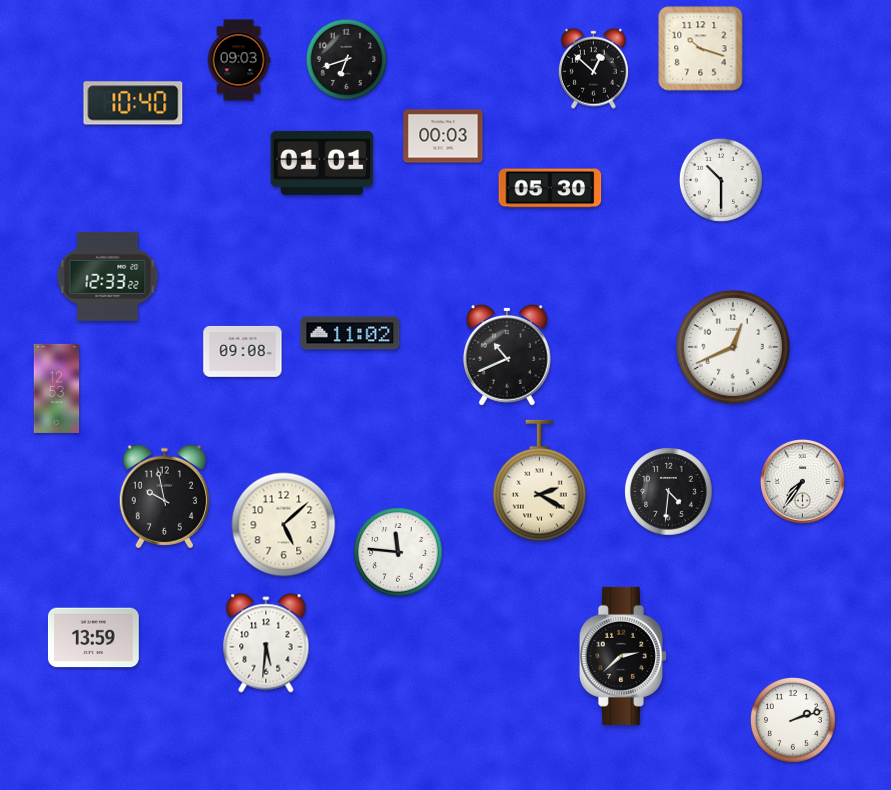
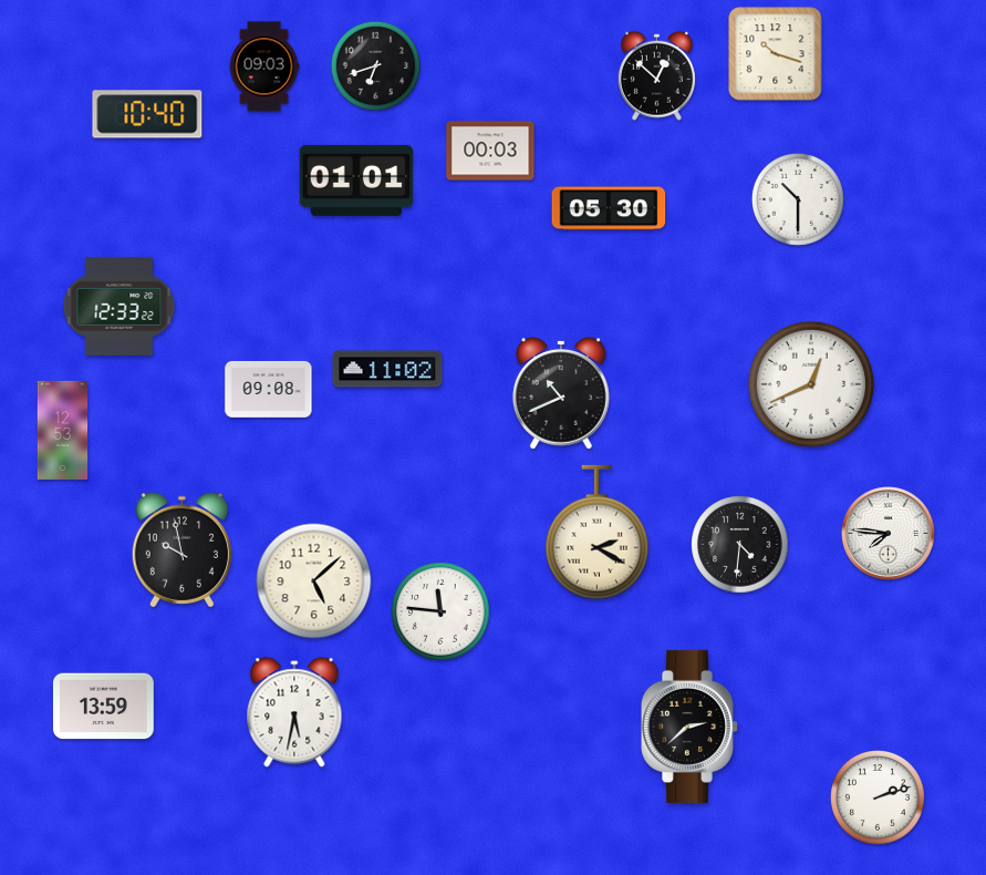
clock at (346, 59) position: (346, 59) -> (375, 65)
clock at (803, 482): 7:36 -> 7:46
clock at (266, 643): 5:31 -> 5:32
